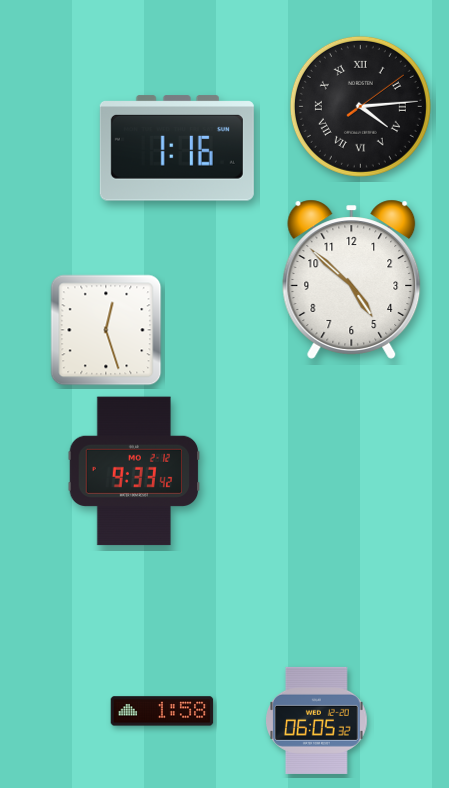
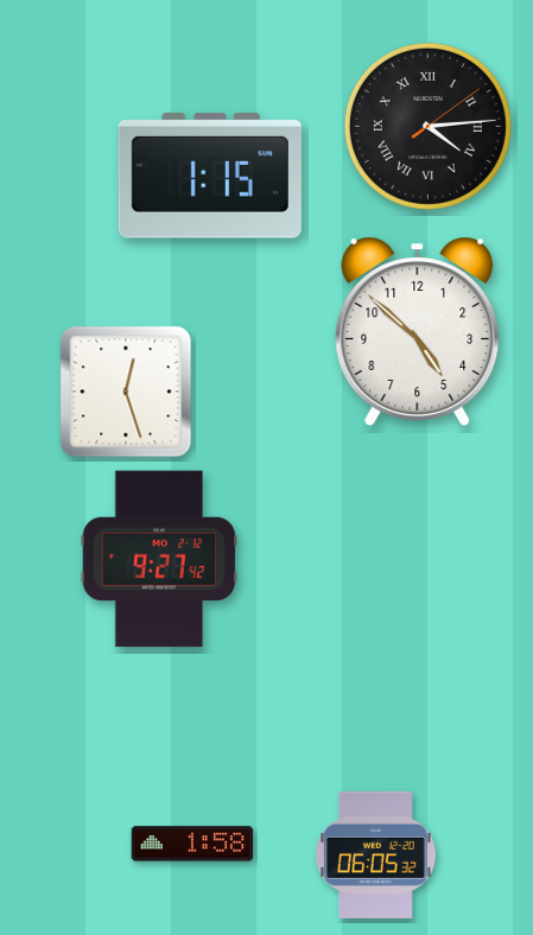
clock at (177, 148): 1:16 -> 1:15
clock at (134, 471): 9:33 -> 9:27
